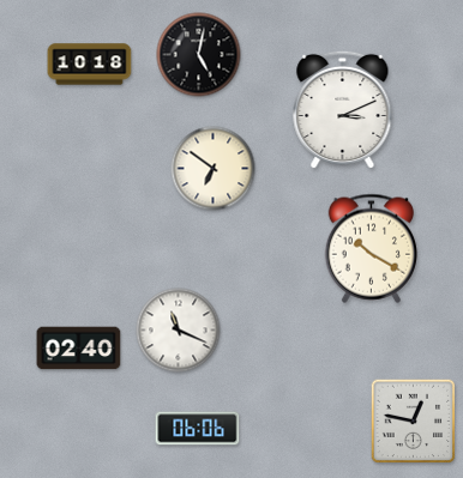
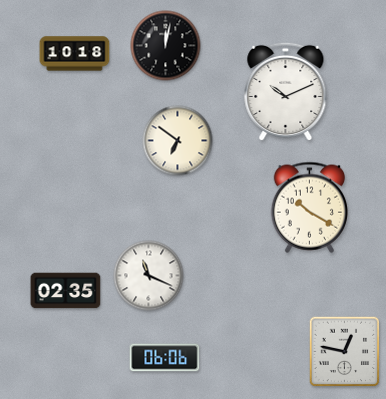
clock at (199, 55): 5:02 -> 12:02
clock at (343, 110): 3:11 -> 10:11
clock at (79, 349): 02:40 -> 02:35
